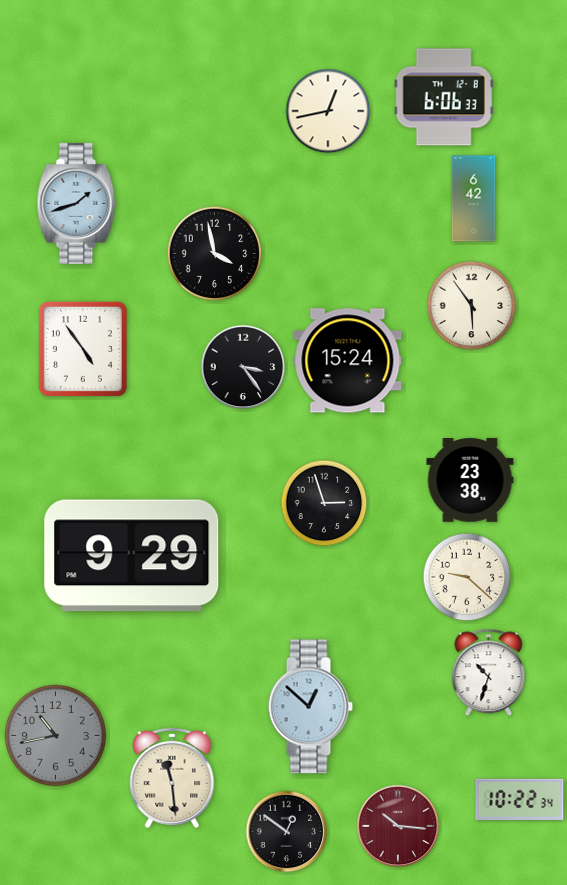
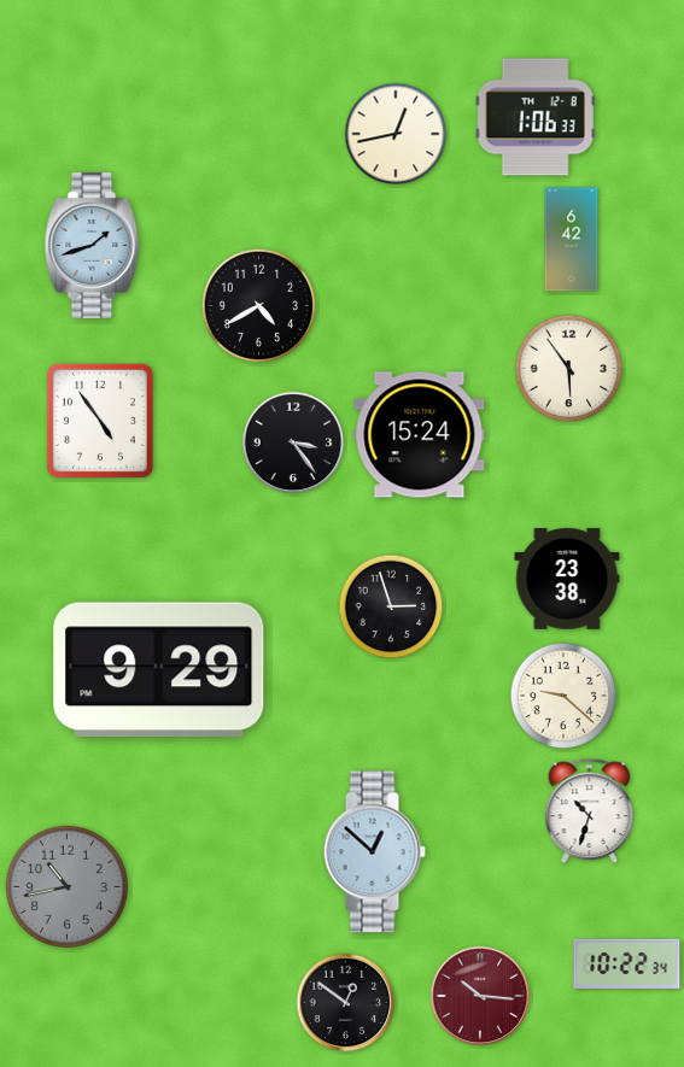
clock at (444, 97): 6:06 -> 1:06
clock at (215, 254): 3:58 -> 4:40
clock at (172, 778): 11:29 -> none
